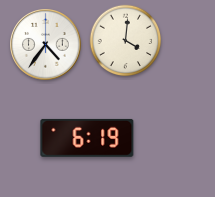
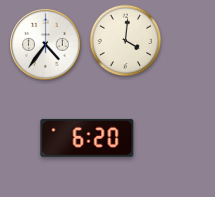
clock at (87, 138): 6:19 -> 6:20
